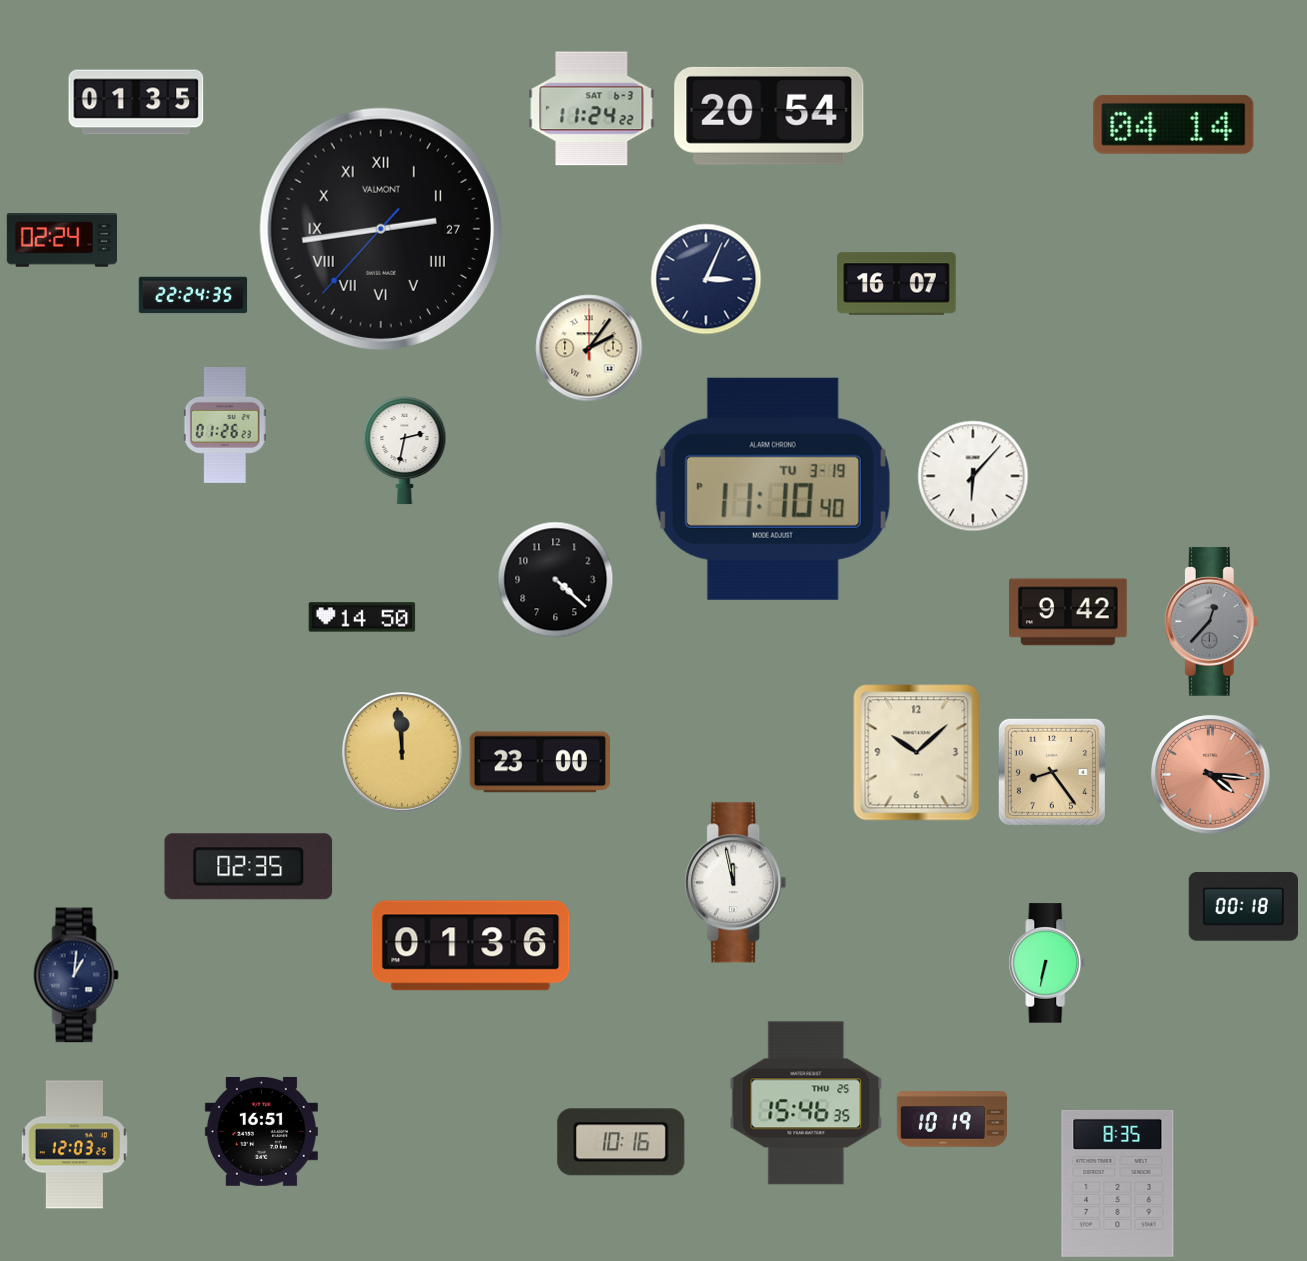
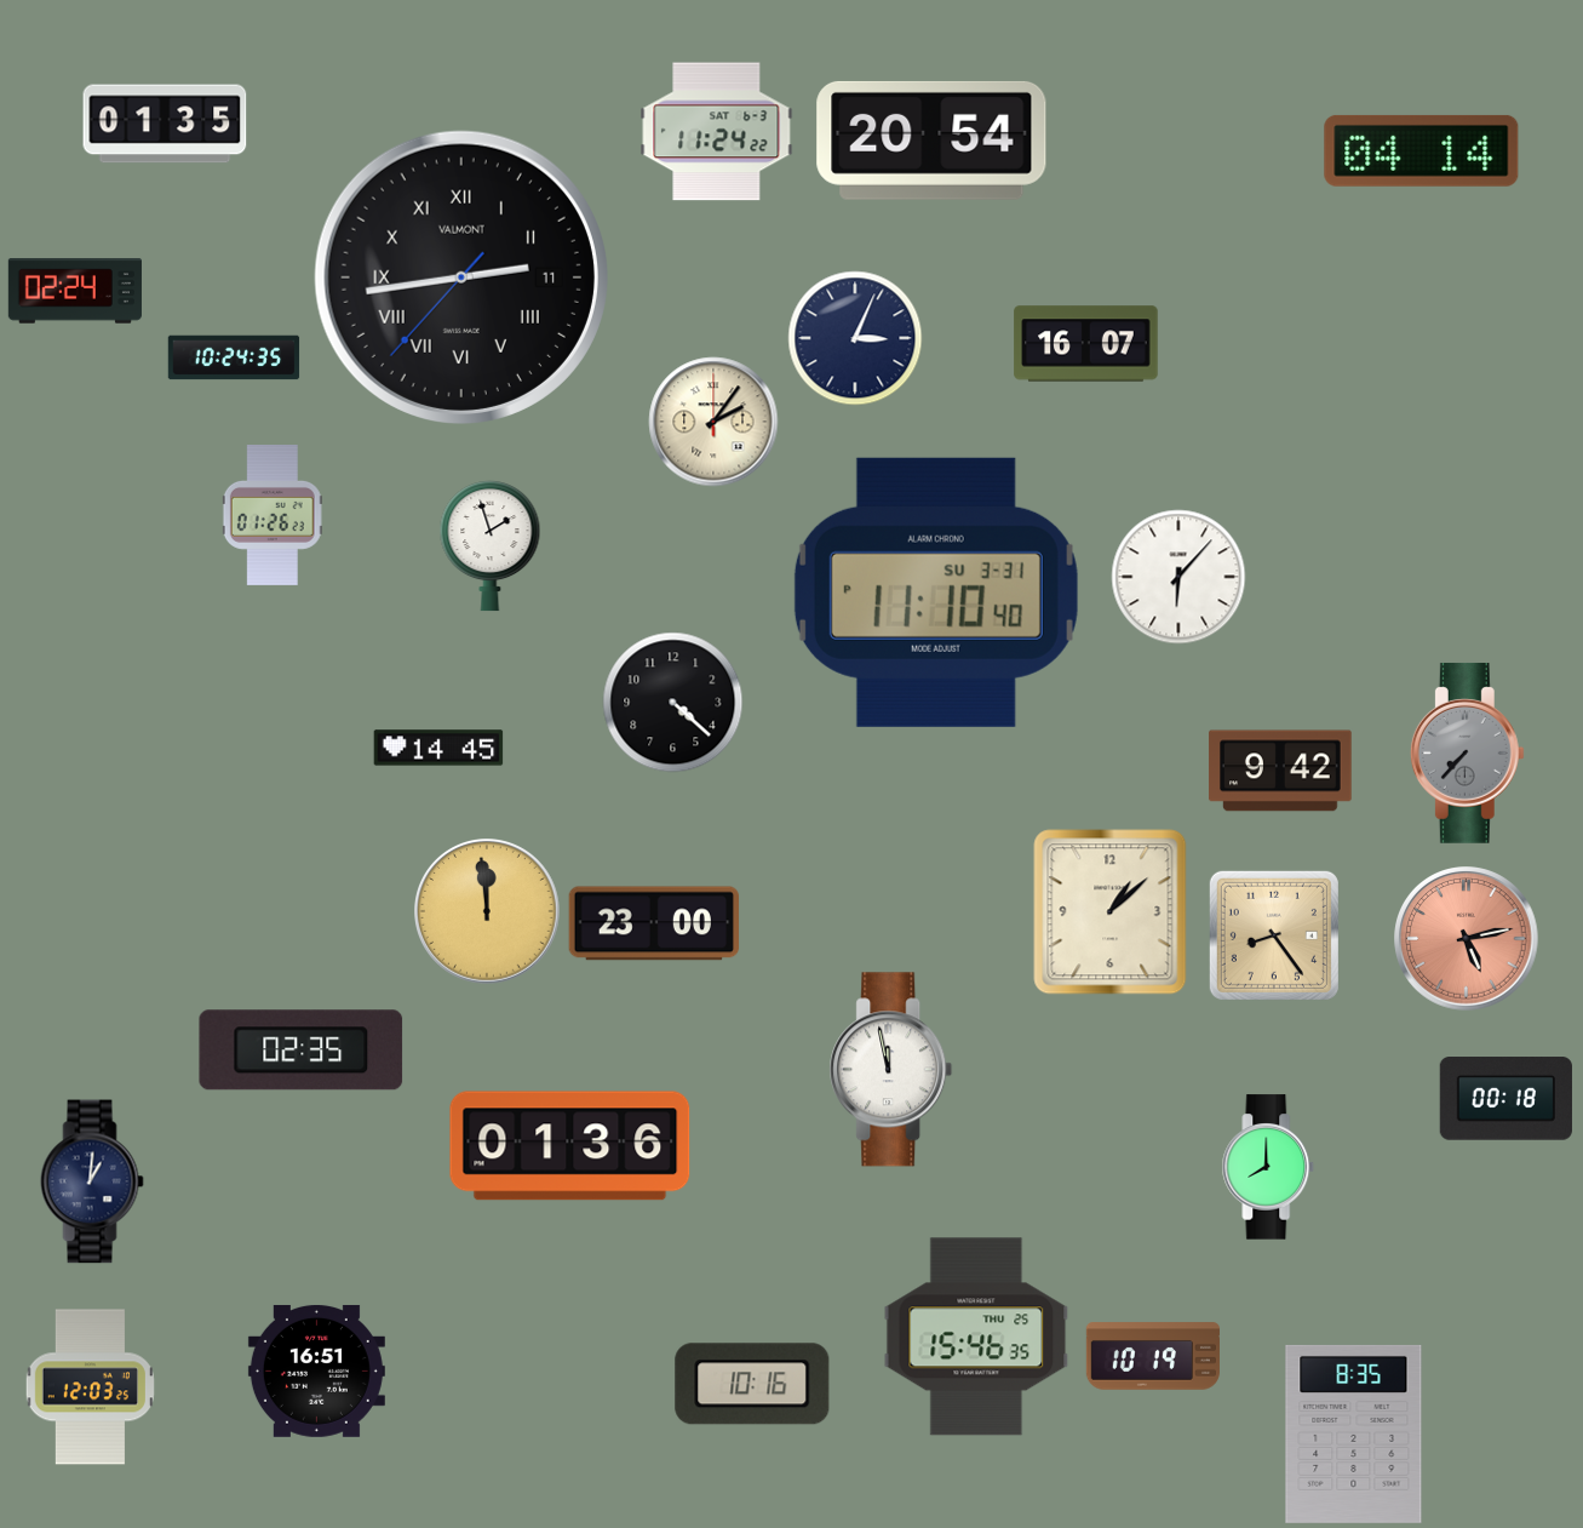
clock at (381, 229) date: 27 -> 11
clock at (193, 295): 22:24 -> 10:24
clock at (405, 451): 2:32 -> 1:57
clock at (773, 489) date: TU 3-19 -> SU 3-31
clock at (1068, 612) position: (1068, 612) -> (1280, 771)
clock at (362, 617): 14:50 -> 14:45
clock at (1211, 621): 12:37 -> 7:37
clock at (917, 753): 10:08 -> 1:08
clock at (1211, 775): 4:16 -> 5:13
clock at (1047, 963): 6:32 -> 8:00
